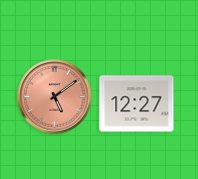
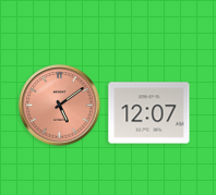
clock at (137, 104): 12:27 -> 12:07
